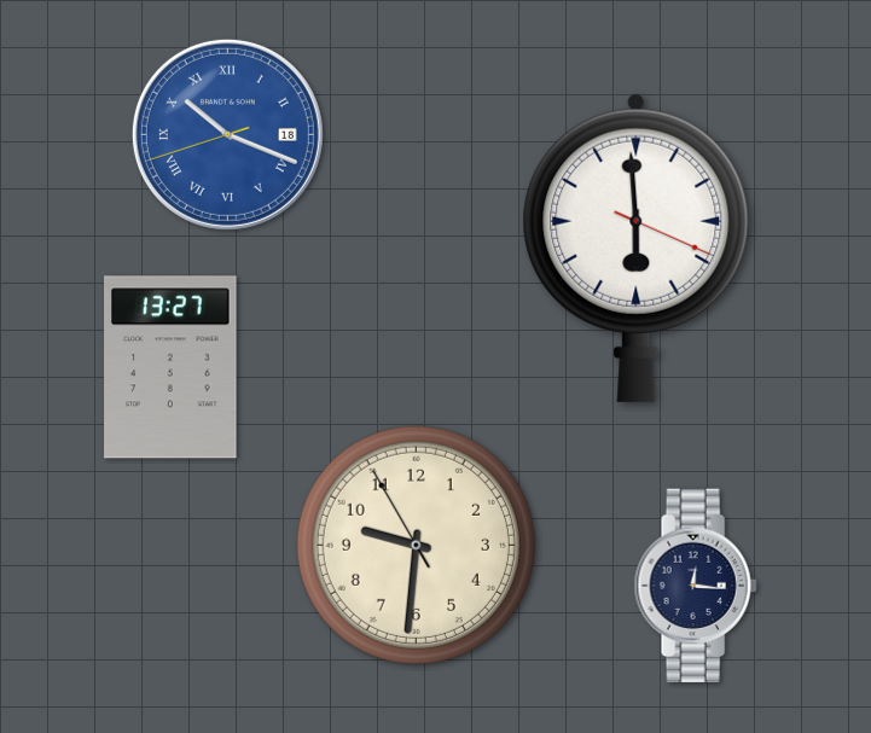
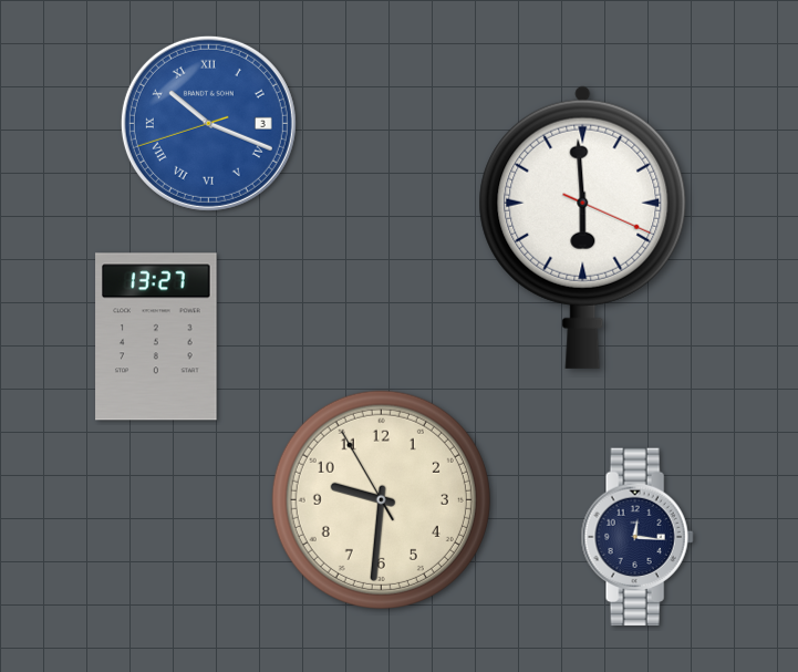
clock at (227, 134) date: 18 -> 3
